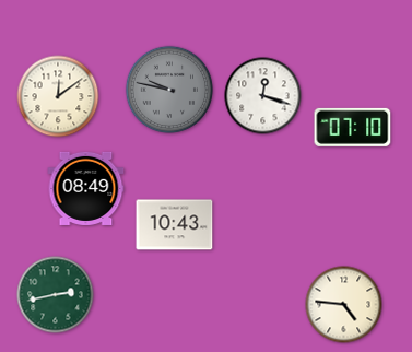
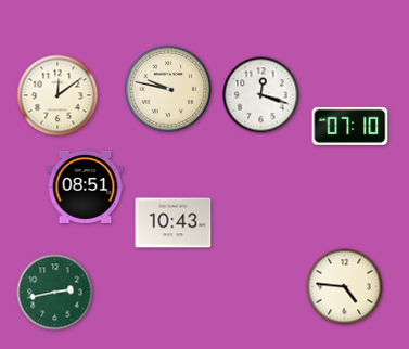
clock at (169, 90) dial: grey -> cream
clock at (86, 188): 08:49 -> 08:51
clock at (344, 305) position: (344, 305) -> (345, 287)
